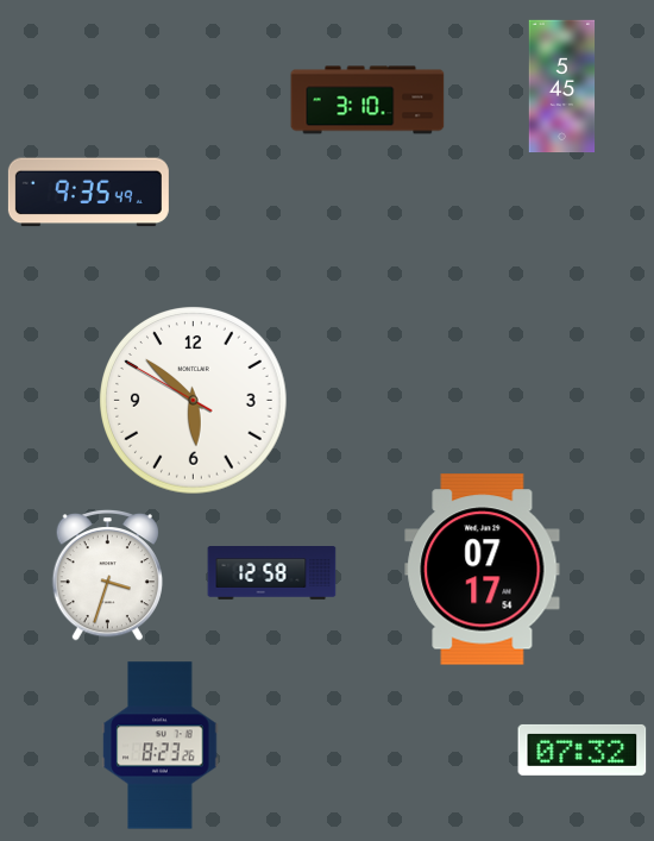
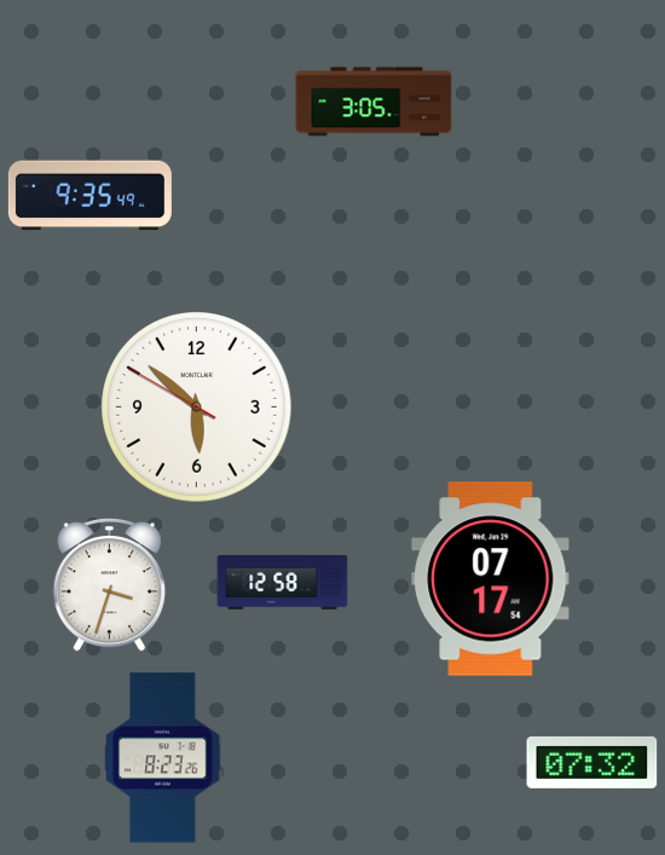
clock at (562, 87): 5:45 -> none
clock at (367, 100): 3:10 -> 3:05
clock at (272, 573) position: (272, 573) -> (283, 583)
